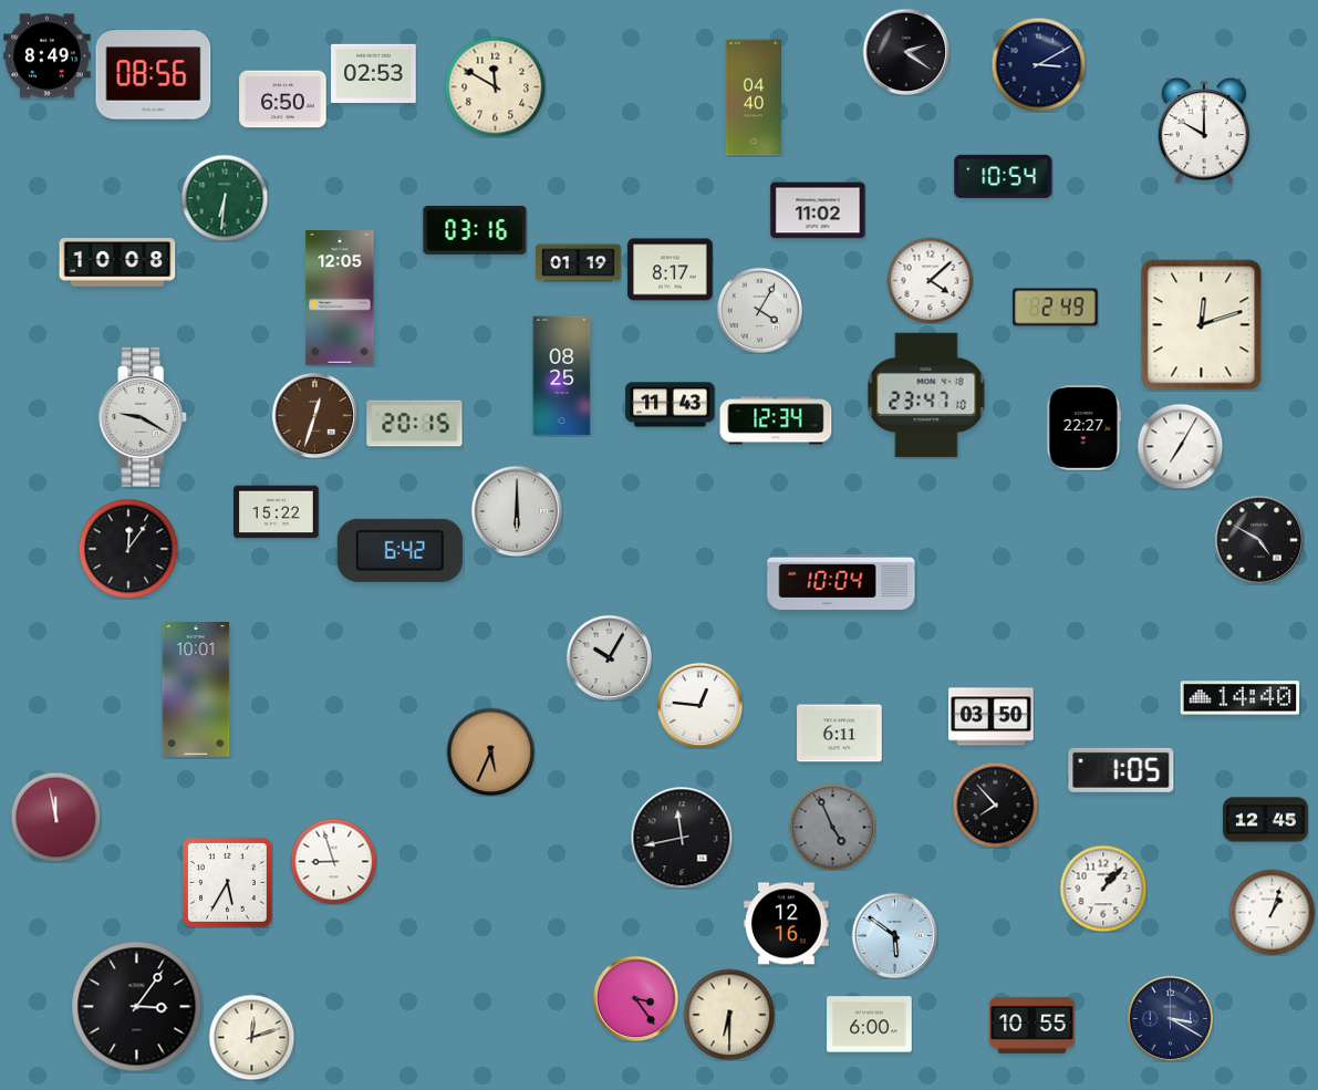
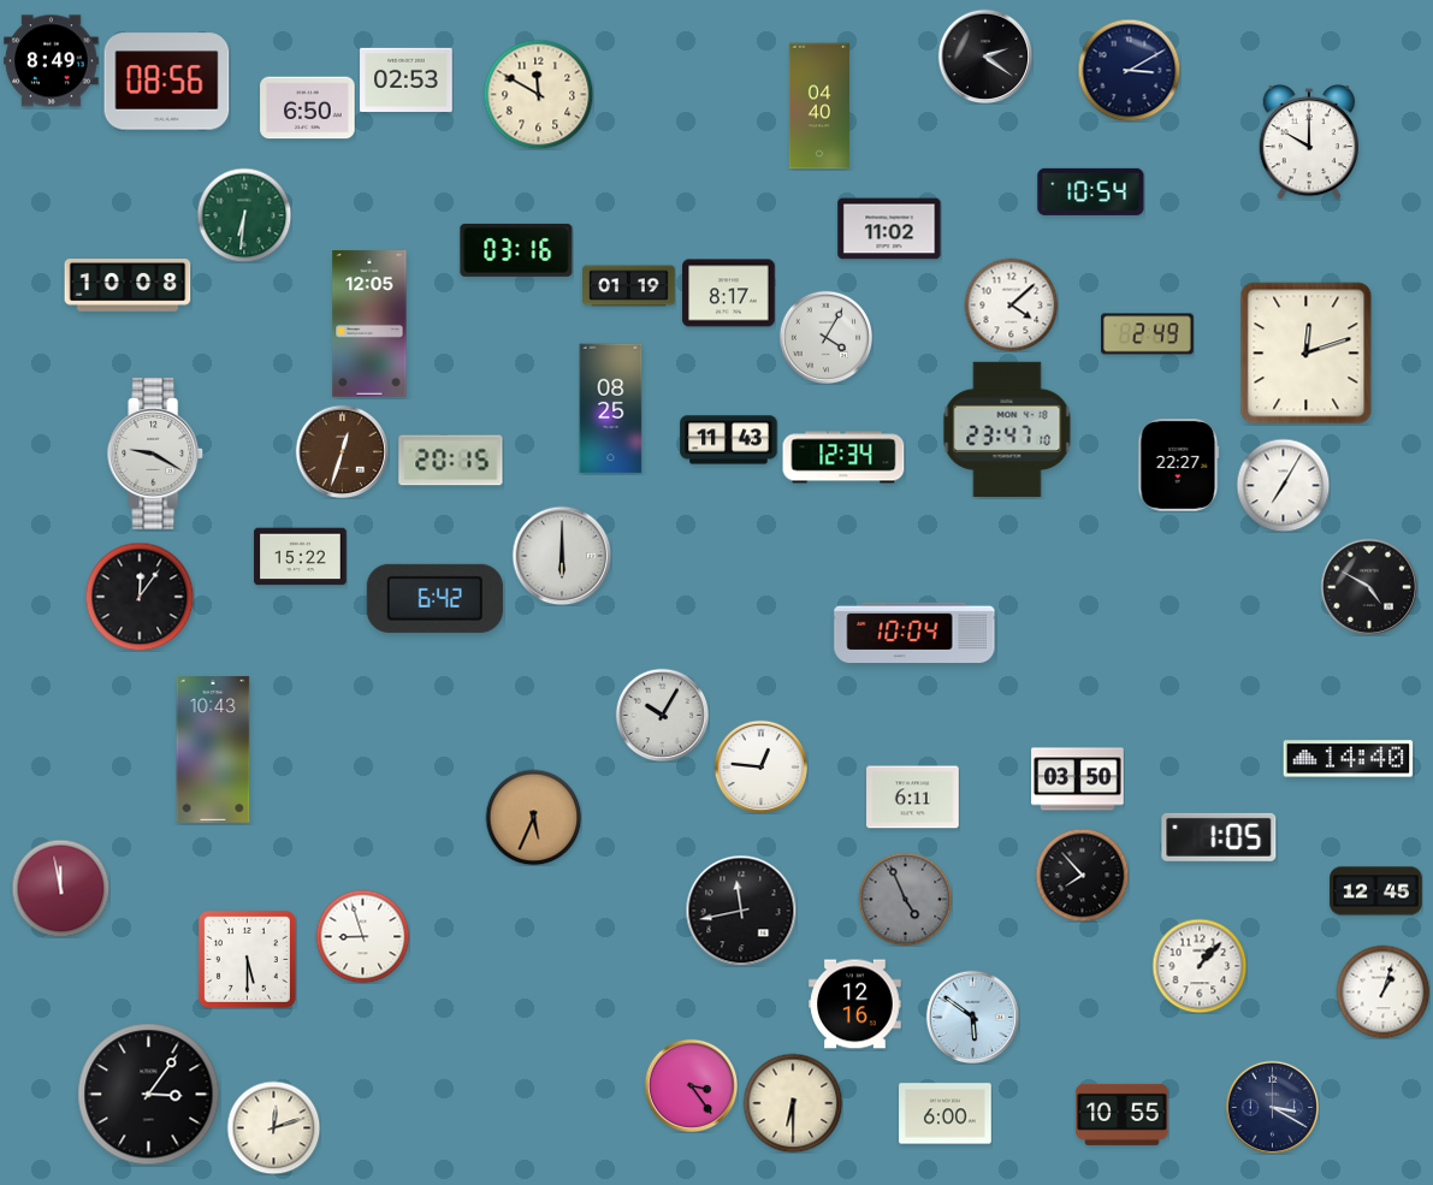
clock at (196, 691): 10:01 -> 10:43
clock at (227, 882): 5:35 -> 5:30
